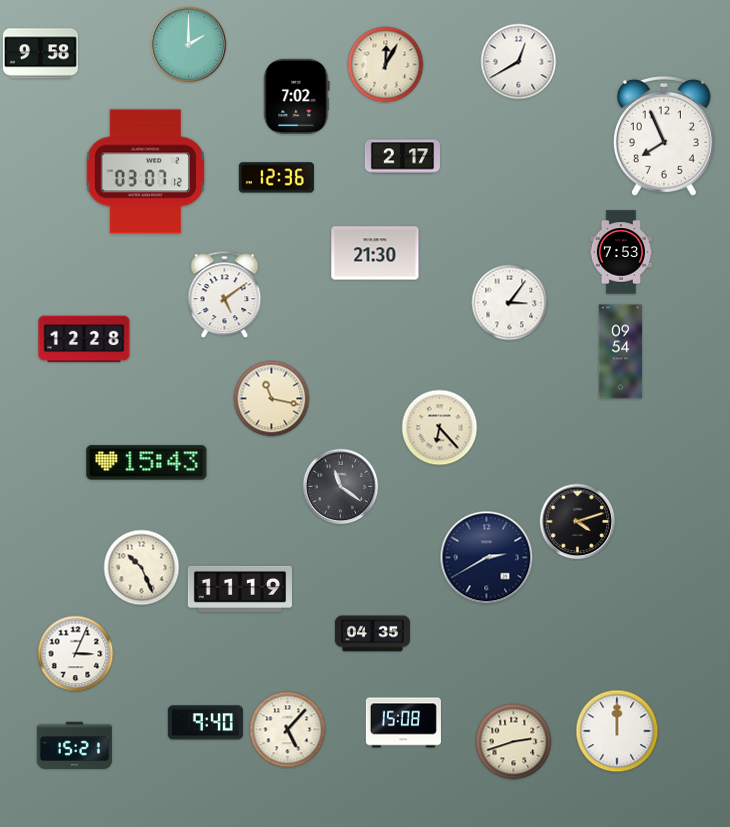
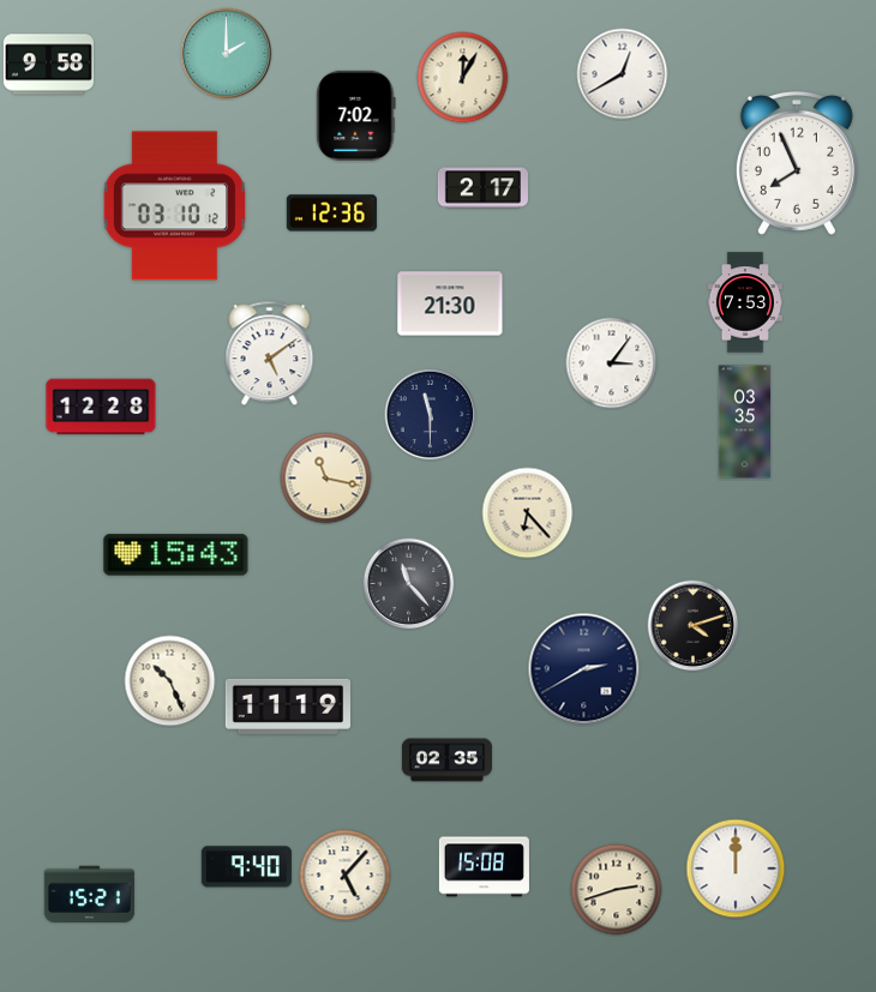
clock at (145, 172): 03:07 -> 03:10
clock at (431, 415): none -> 11:30
clock at (621, 352): 09:54 -> 03:35
clock at (341, 487): 11:21 -> 11:23
clock at (372, 634): 04:35 -> 02:35
clock at (76, 654): 3:04 -> none
clock at (617, 731) position: (617, 731) -> (736, 868)
